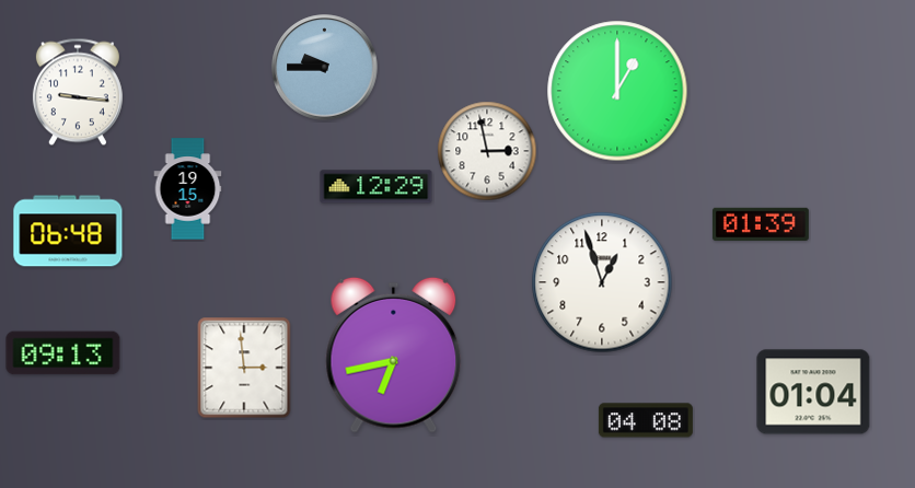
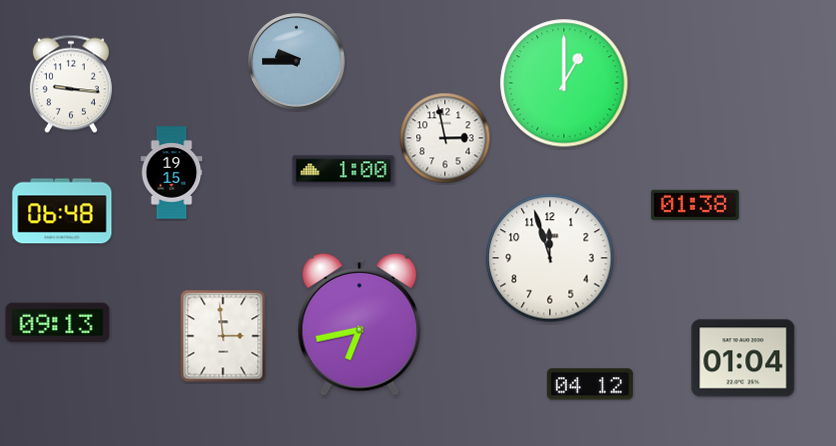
clock at (377, 187): 12:29 -> 1:00
clock at (761, 224): 01:39 -> 01:38
clock at (602, 282): 12:57 -> 11:57
clock at (646, 420): 04:08 -> 04:12
